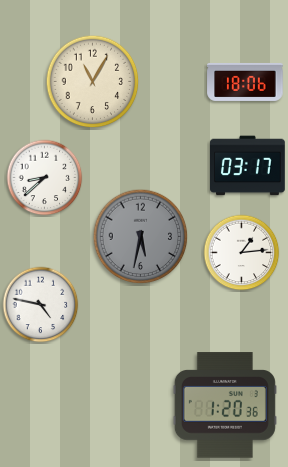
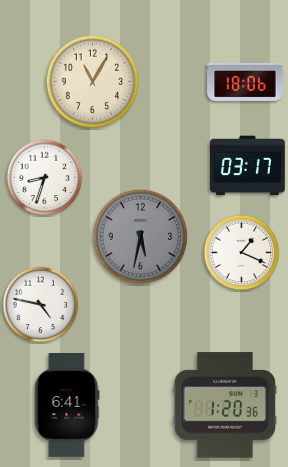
clock at (45, 178): 8:38 -> 8:33
clock at (242, 253): 1:14 -> 1:19
clock at (67, 406): none -> 6:41
